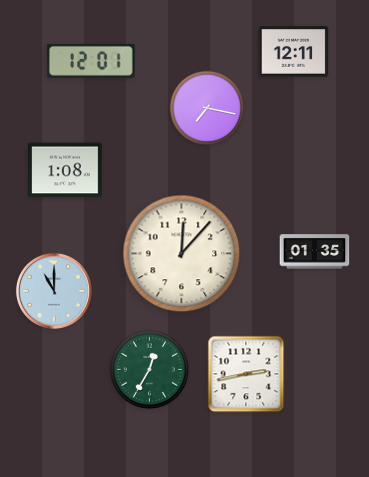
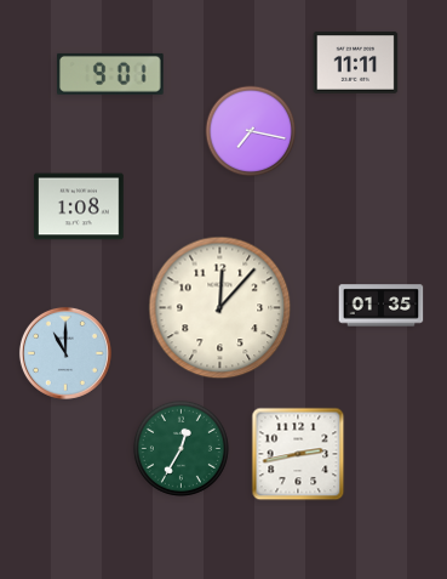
clock at (294, 52): 12:11 -> 11:11
clock at (92, 61): 12:01 -> 9:01
